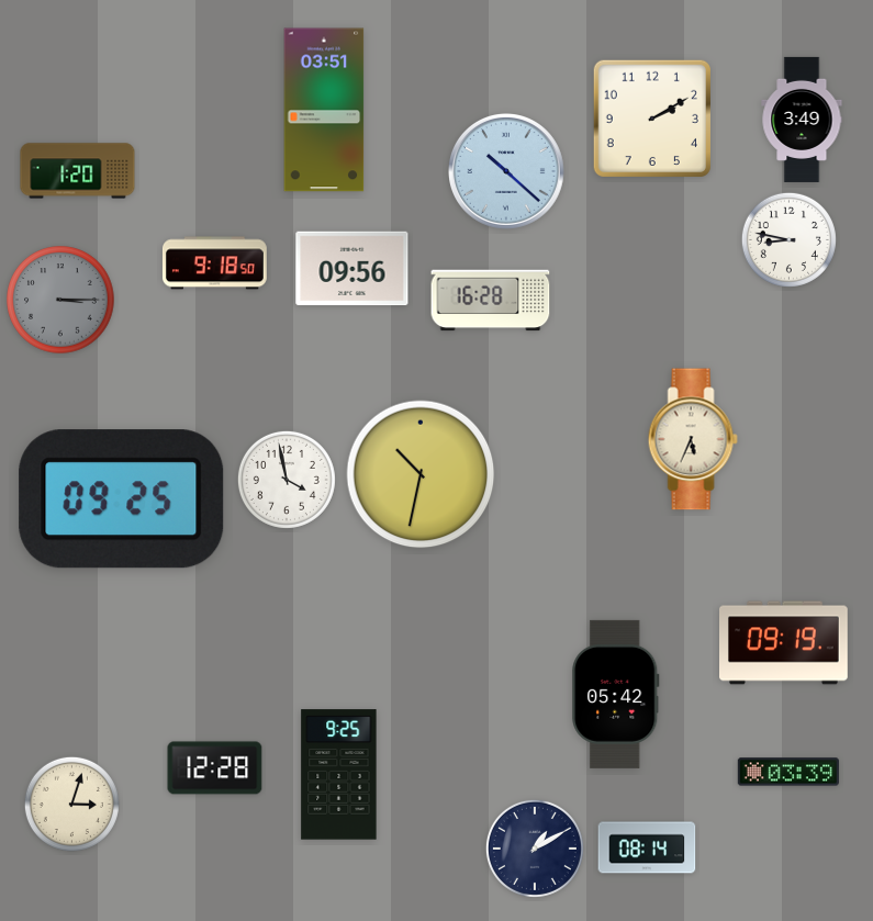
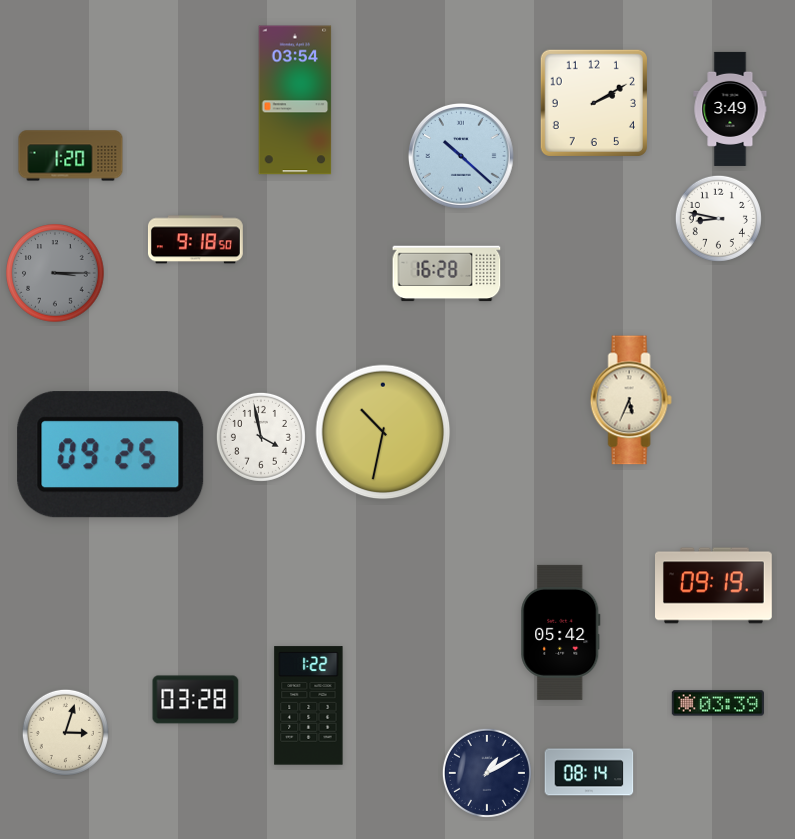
clock at (324, 110): 03:51 -> 03:54
clock at (652, 119) position: (652, 119) -> (594, 103)
clock at (352, 269): 09:56 -> none
clock at (215, 768): 12:28 -> 03:28
clock at (339, 775): 9:25 -> 1:22
